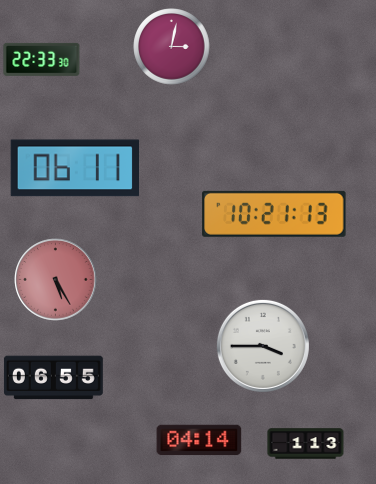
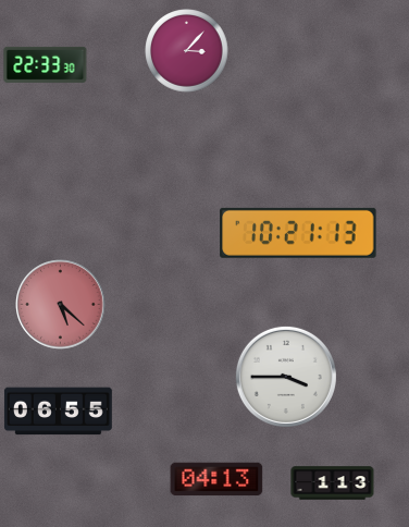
clock at (172, 47): 3:02 -> 3:07
clock at (74, 168): 06:11 -> none
clock at (56, 280): 5:25 -> 5:22
clock at (199, 440): 04:14 -> 04:13
